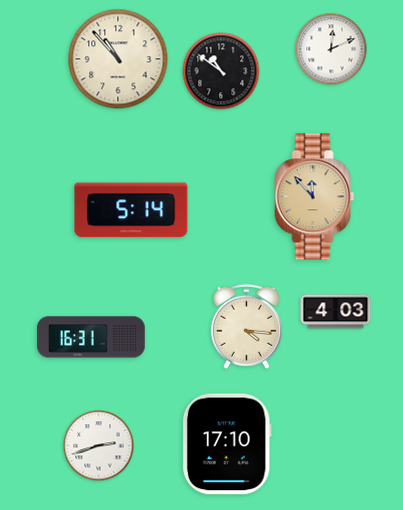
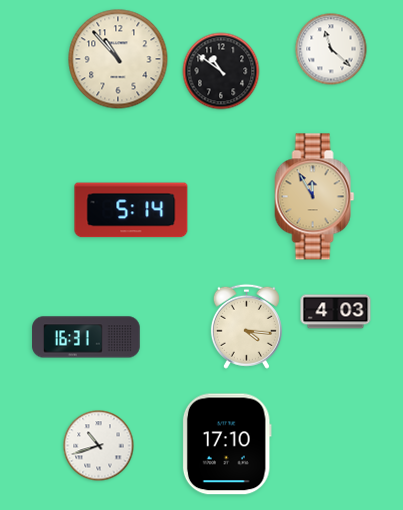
clock at (331, 49): 12:11 -> 11:22
clock at (315, 197): 11:53 -> 11:55
clock at (91, 337) position: (91, 337) -> (86, 337)
clock at (99, 446): 2:42 -> 10:42
